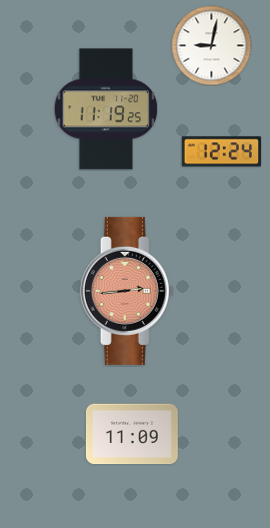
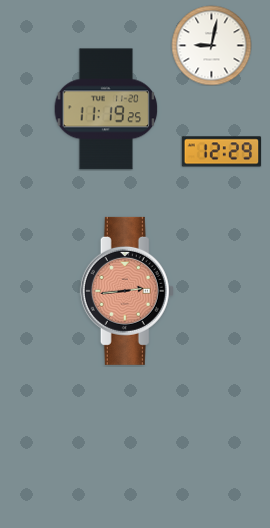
clock at (221, 152): 12:24 -> 12:29
clock at (132, 434): 11:09 -> none
